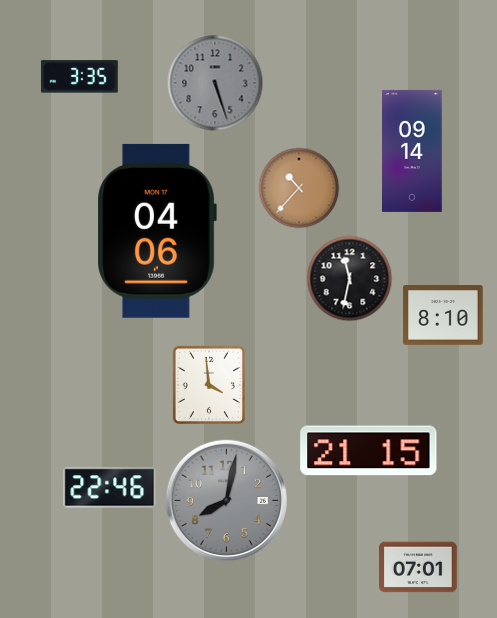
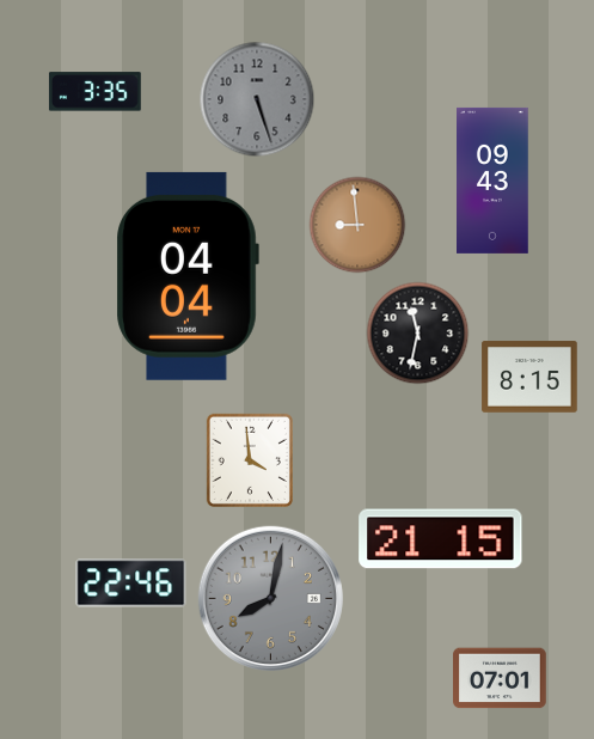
clock at (413, 151): 09:14 -> 09:43
clock at (299, 188): 10:37 -> 8:59
clock at (157, 231): 04:06 -> 04:04
clock at (443, 315): 8:10 -> 8:15
